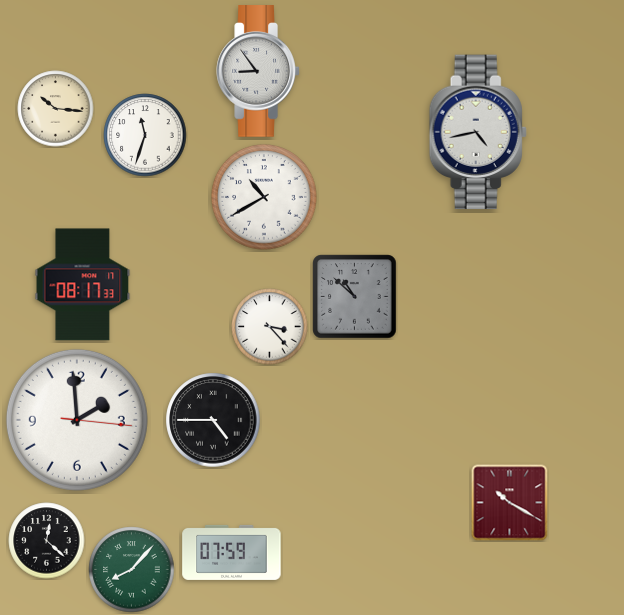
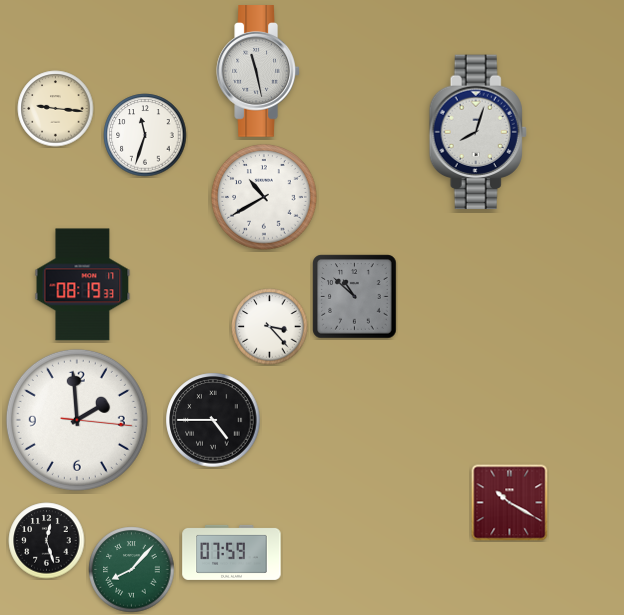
clock at (258, 71): 8:54 -> 11:28
clock at (56, 109): 10:16 -> 9:16
clock at (478, 132): 4:43 -> 8:03
clock at (83, 285): 08:17 -> 08:19
clock at (47, 541): 12:22 -> 12:27
